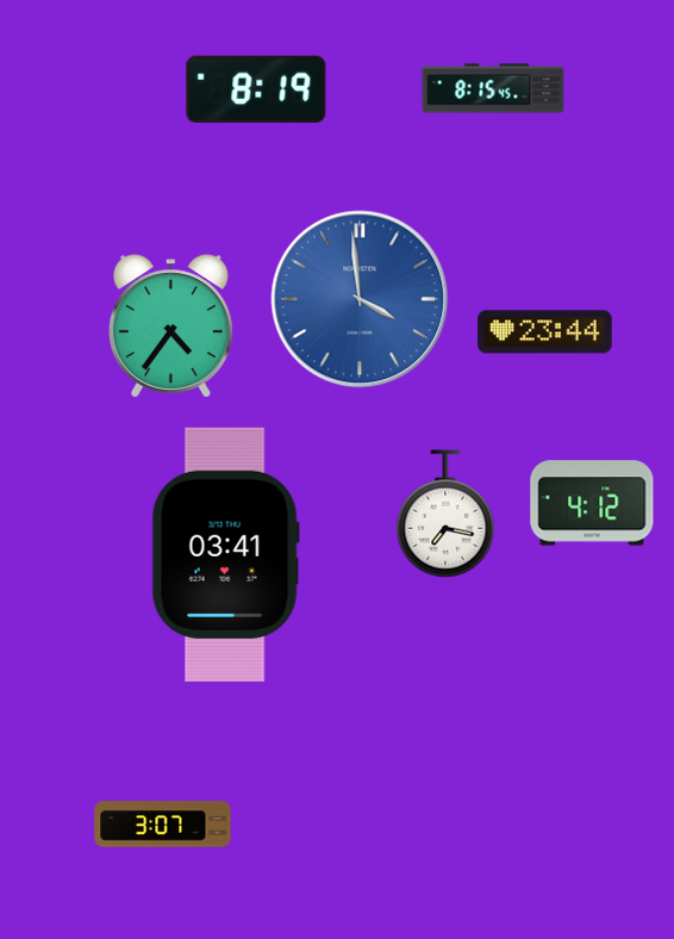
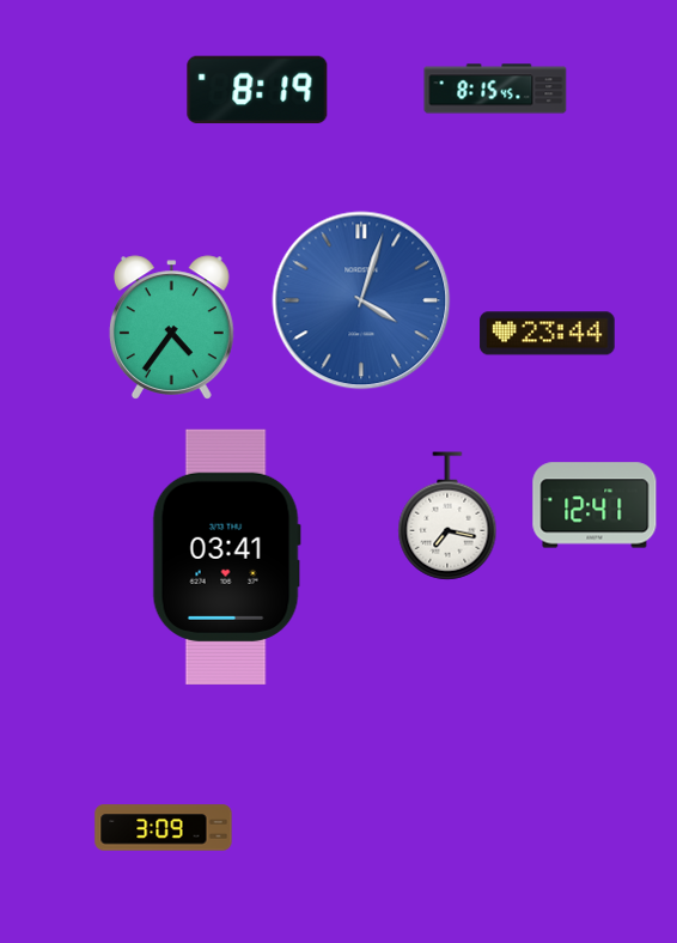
clock at (360, 299): 3:59 -> 4:03
clock at (592, 503): 4:12 -> 12:41
clock at (163, 825): 3:07 -> 3:09
